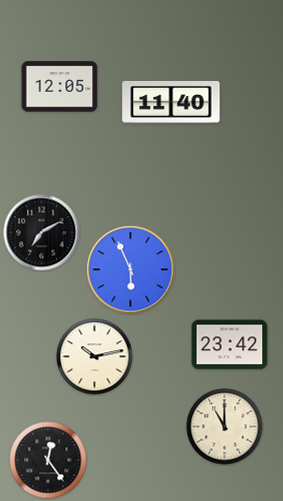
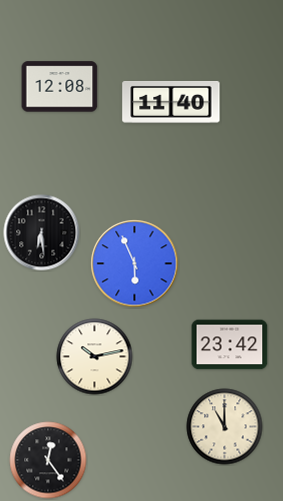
clock at (60, 87): 12:05 -> 12:08
clock at (42, 233): 7:10 -> 6:29
clock at (131, 270) position: (131, 270) -> (135, 264)
